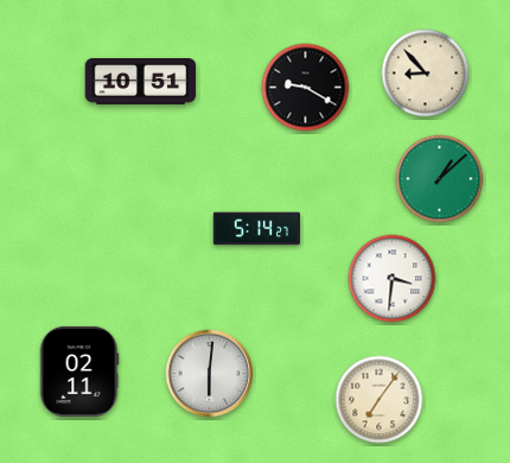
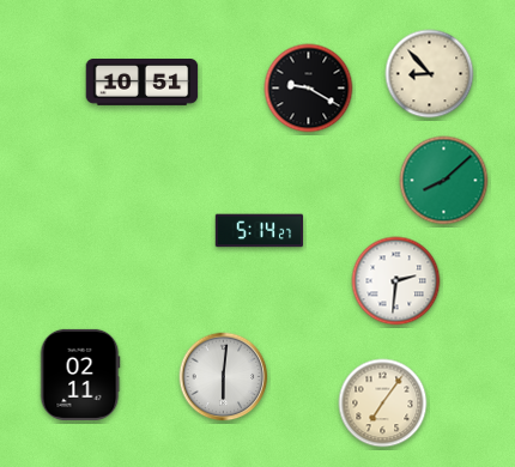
clock at (440, 179): 1:08 -> 8:08
clock at (393, 279): 3:31 -> 2:31
clock at (210, 374) position: (210, 374) -> (224, 377)
